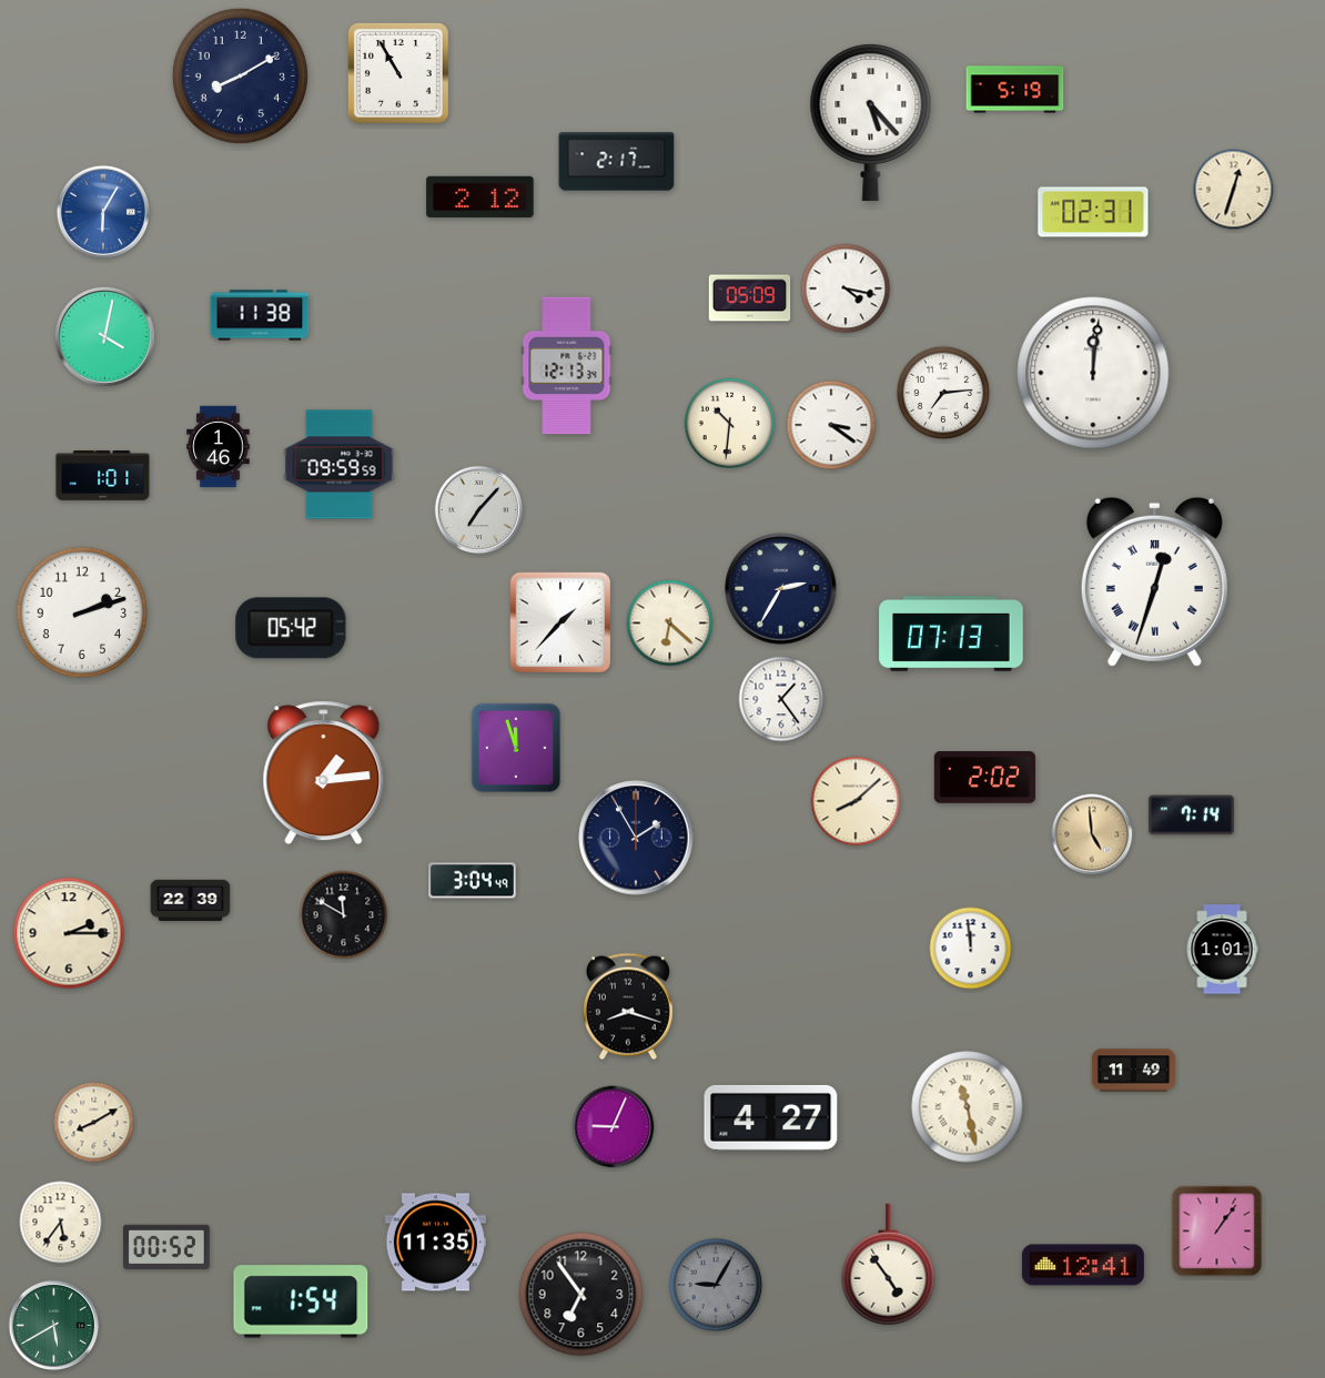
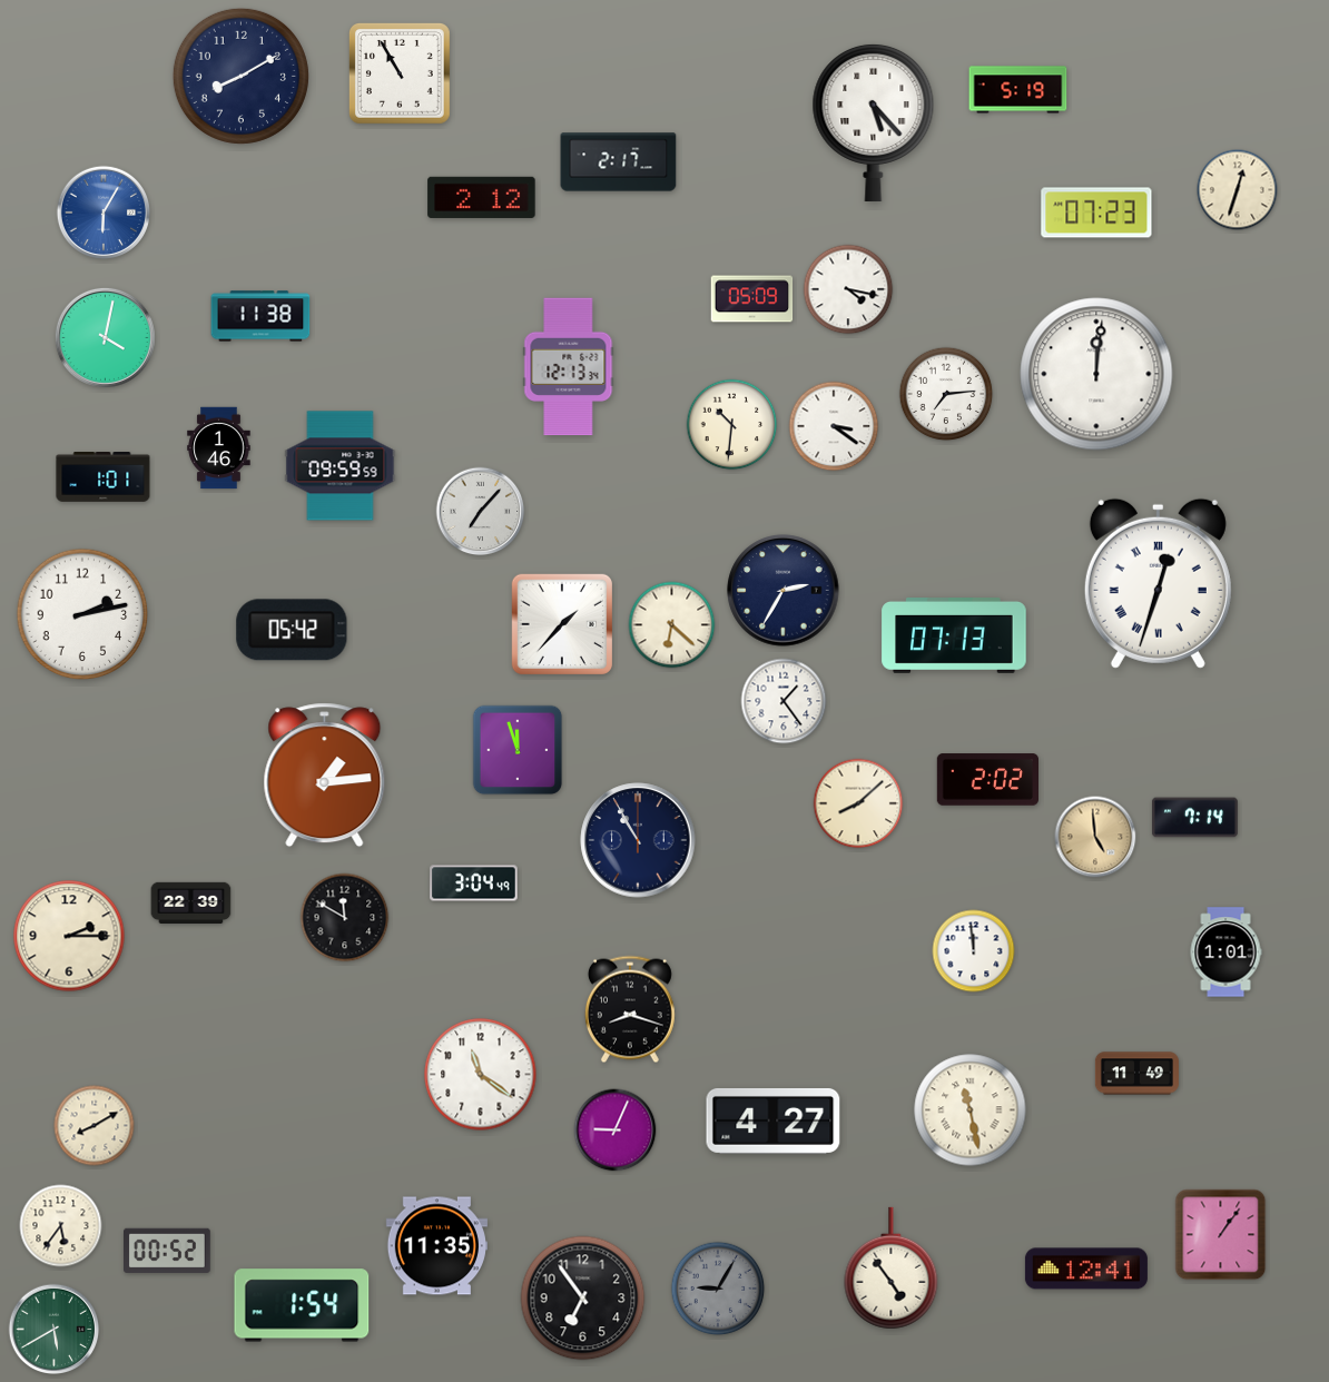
clock at (1093, 212): 02:31 -> 07:23
clock at (82, 612): 2:12 -> 2:13
clock at (636, 838): 1:55 -> 10:55
clock at (481, 1075): none -> 11:21
